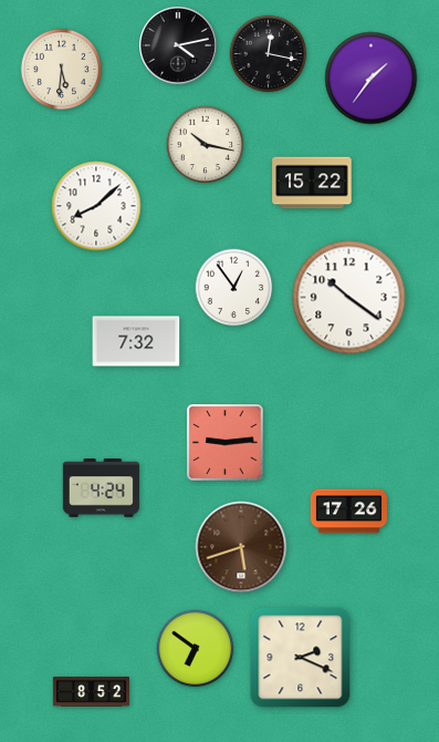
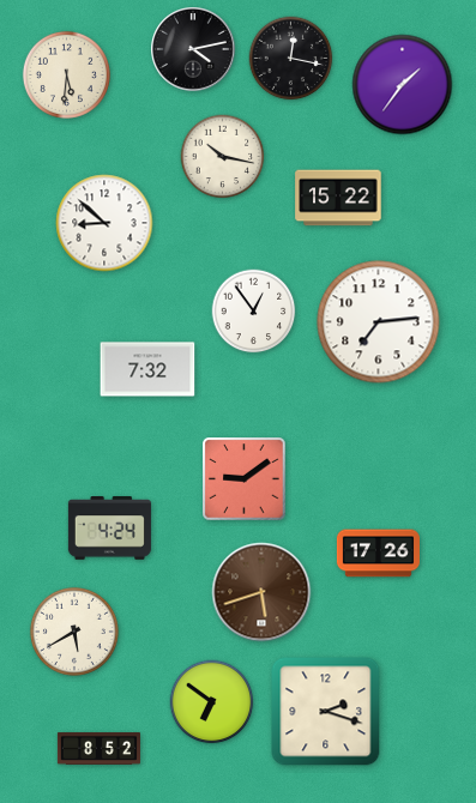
clock at (96, 206): 8:08 -> 8:52
clock at (349, 298): 10:21 -> 7:14
clock at (226, 443): 9:14 -> 9:09
clock at (74, 632): none -> 5:40
clock at (301, 658): 2:19 -> 2:18
